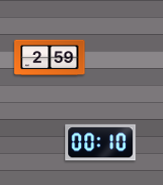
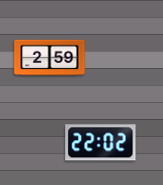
clock at (101, 143): 00:10 -> 22:02
